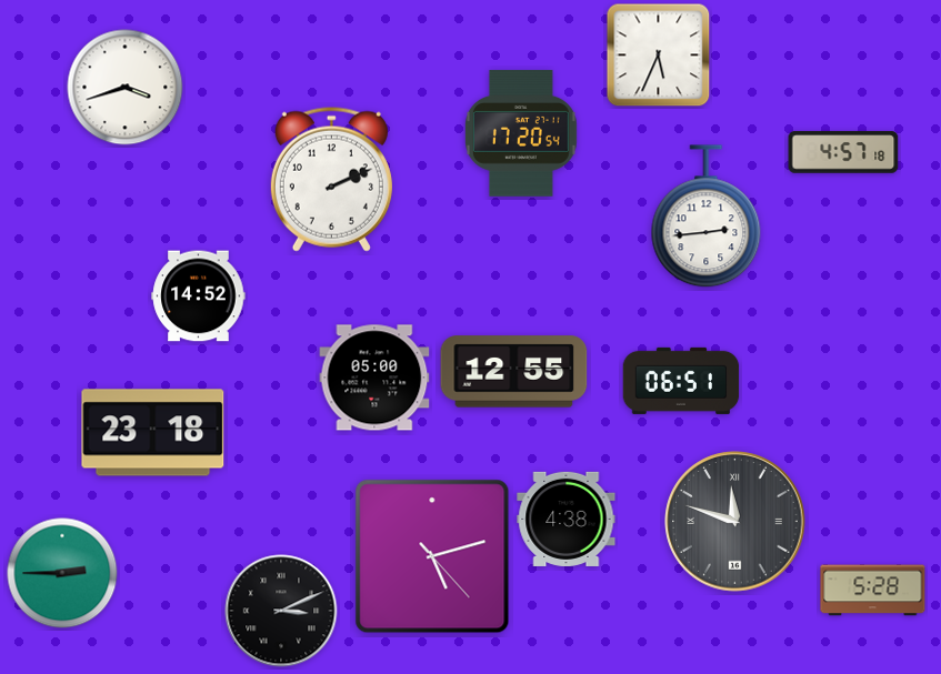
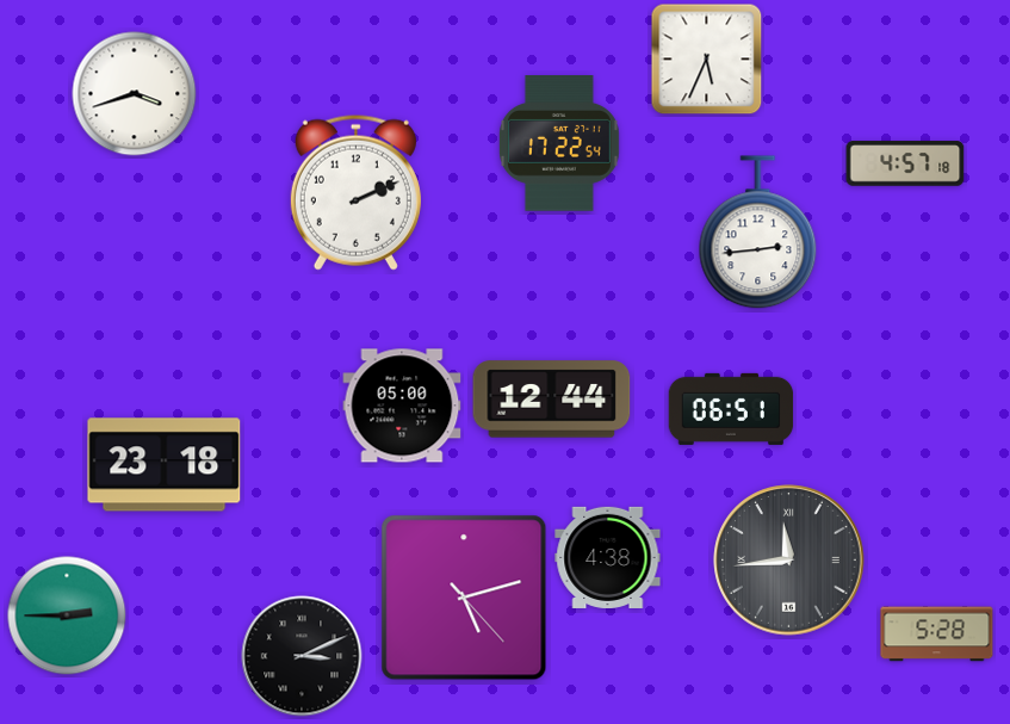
clock at (521, 133): 17:20 -> 17:22
clock at (199, 296): 14:52 -> none
clock at (514, 372): 12:55 -> 12:44
clock at (735, 522): 11:48 -> 11:44
